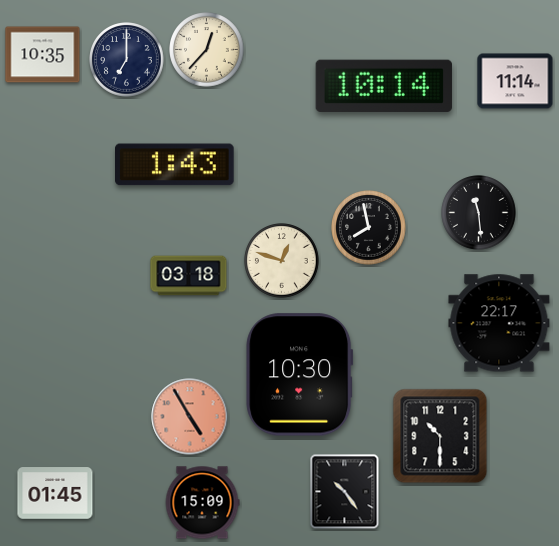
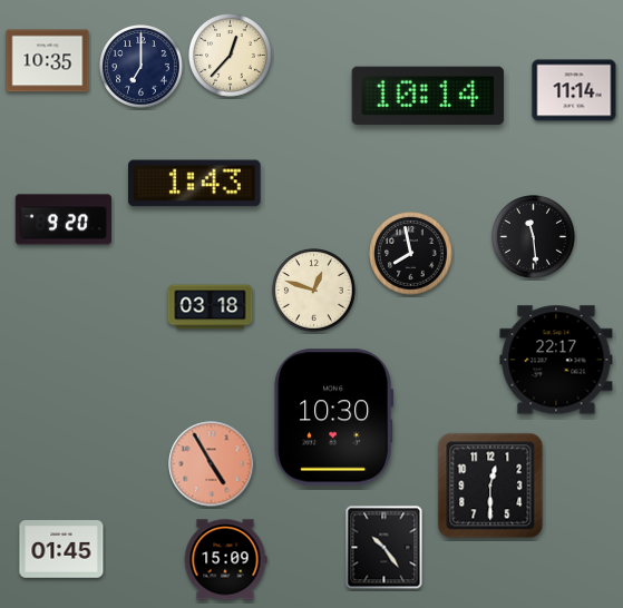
clock at (64, 219): none -> 9:20
clock at (440, 436): 10:30 -> 12:30
